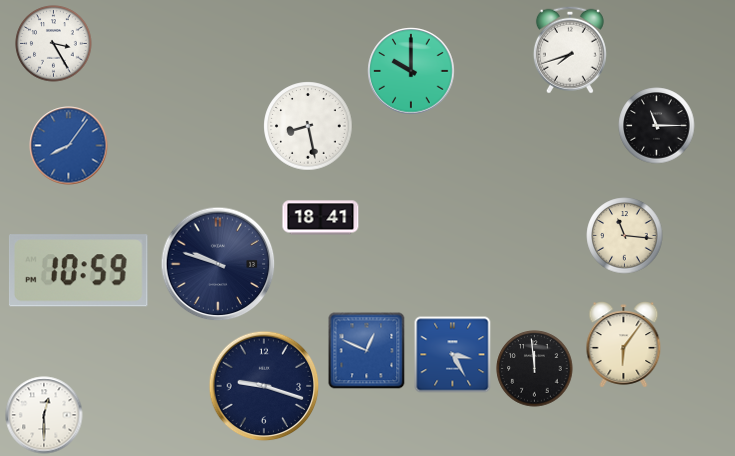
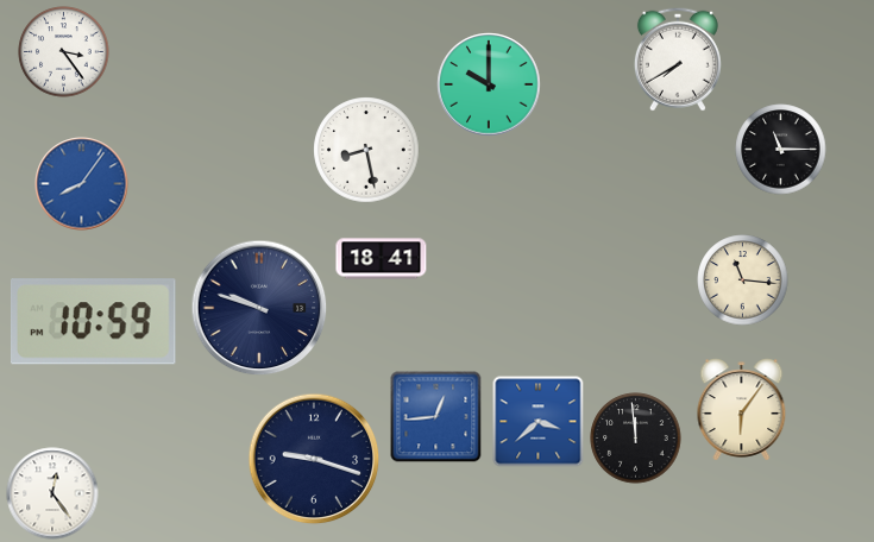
clock at (54, 44): 3:25 -> 3:24
clock at (570, 50): 7:42 -> 7:40
clock at (69, 146) position: (69, 146) -> (82, 184)
clock at (218, 264) position: (218, 264) -> (259, 308)
clock at (367, 351): 12:49 -> 12:44
clock at (453, 355): 3:25 -> 3:38
clock at (44, 415): 12:30 -> 12:24
